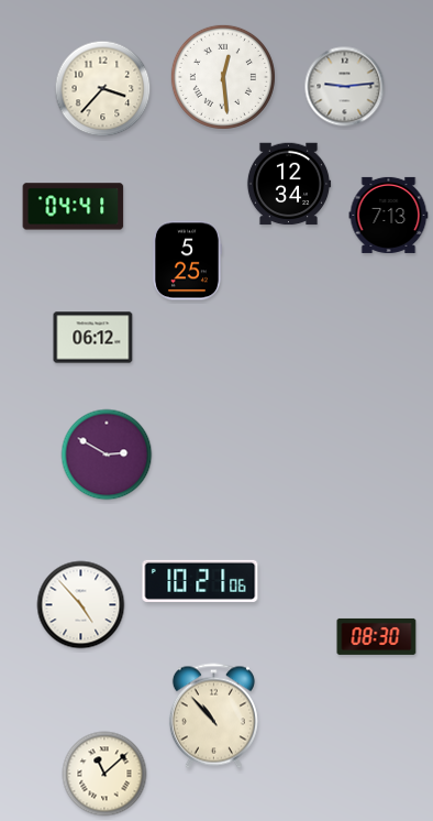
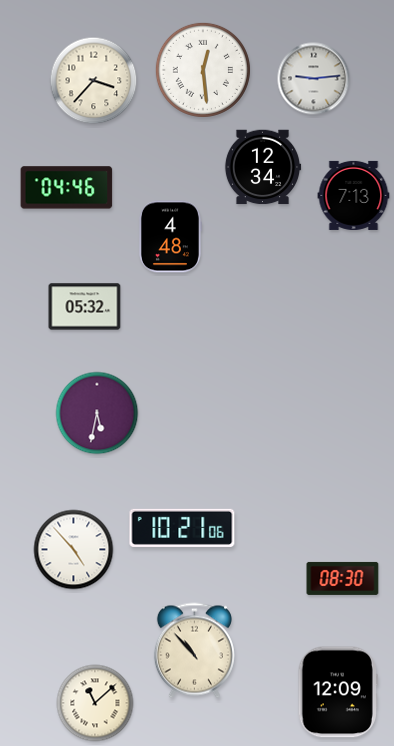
clock at (74, 207): 04:41 -> 04:46
clock at (187, 261): 5:25 -> 4:48
clock at (93, 338): 06:12 -> 05:32
clock at (107, 455): 2:50 -> 5:32
clock at (338, 692): none -> 12:09
